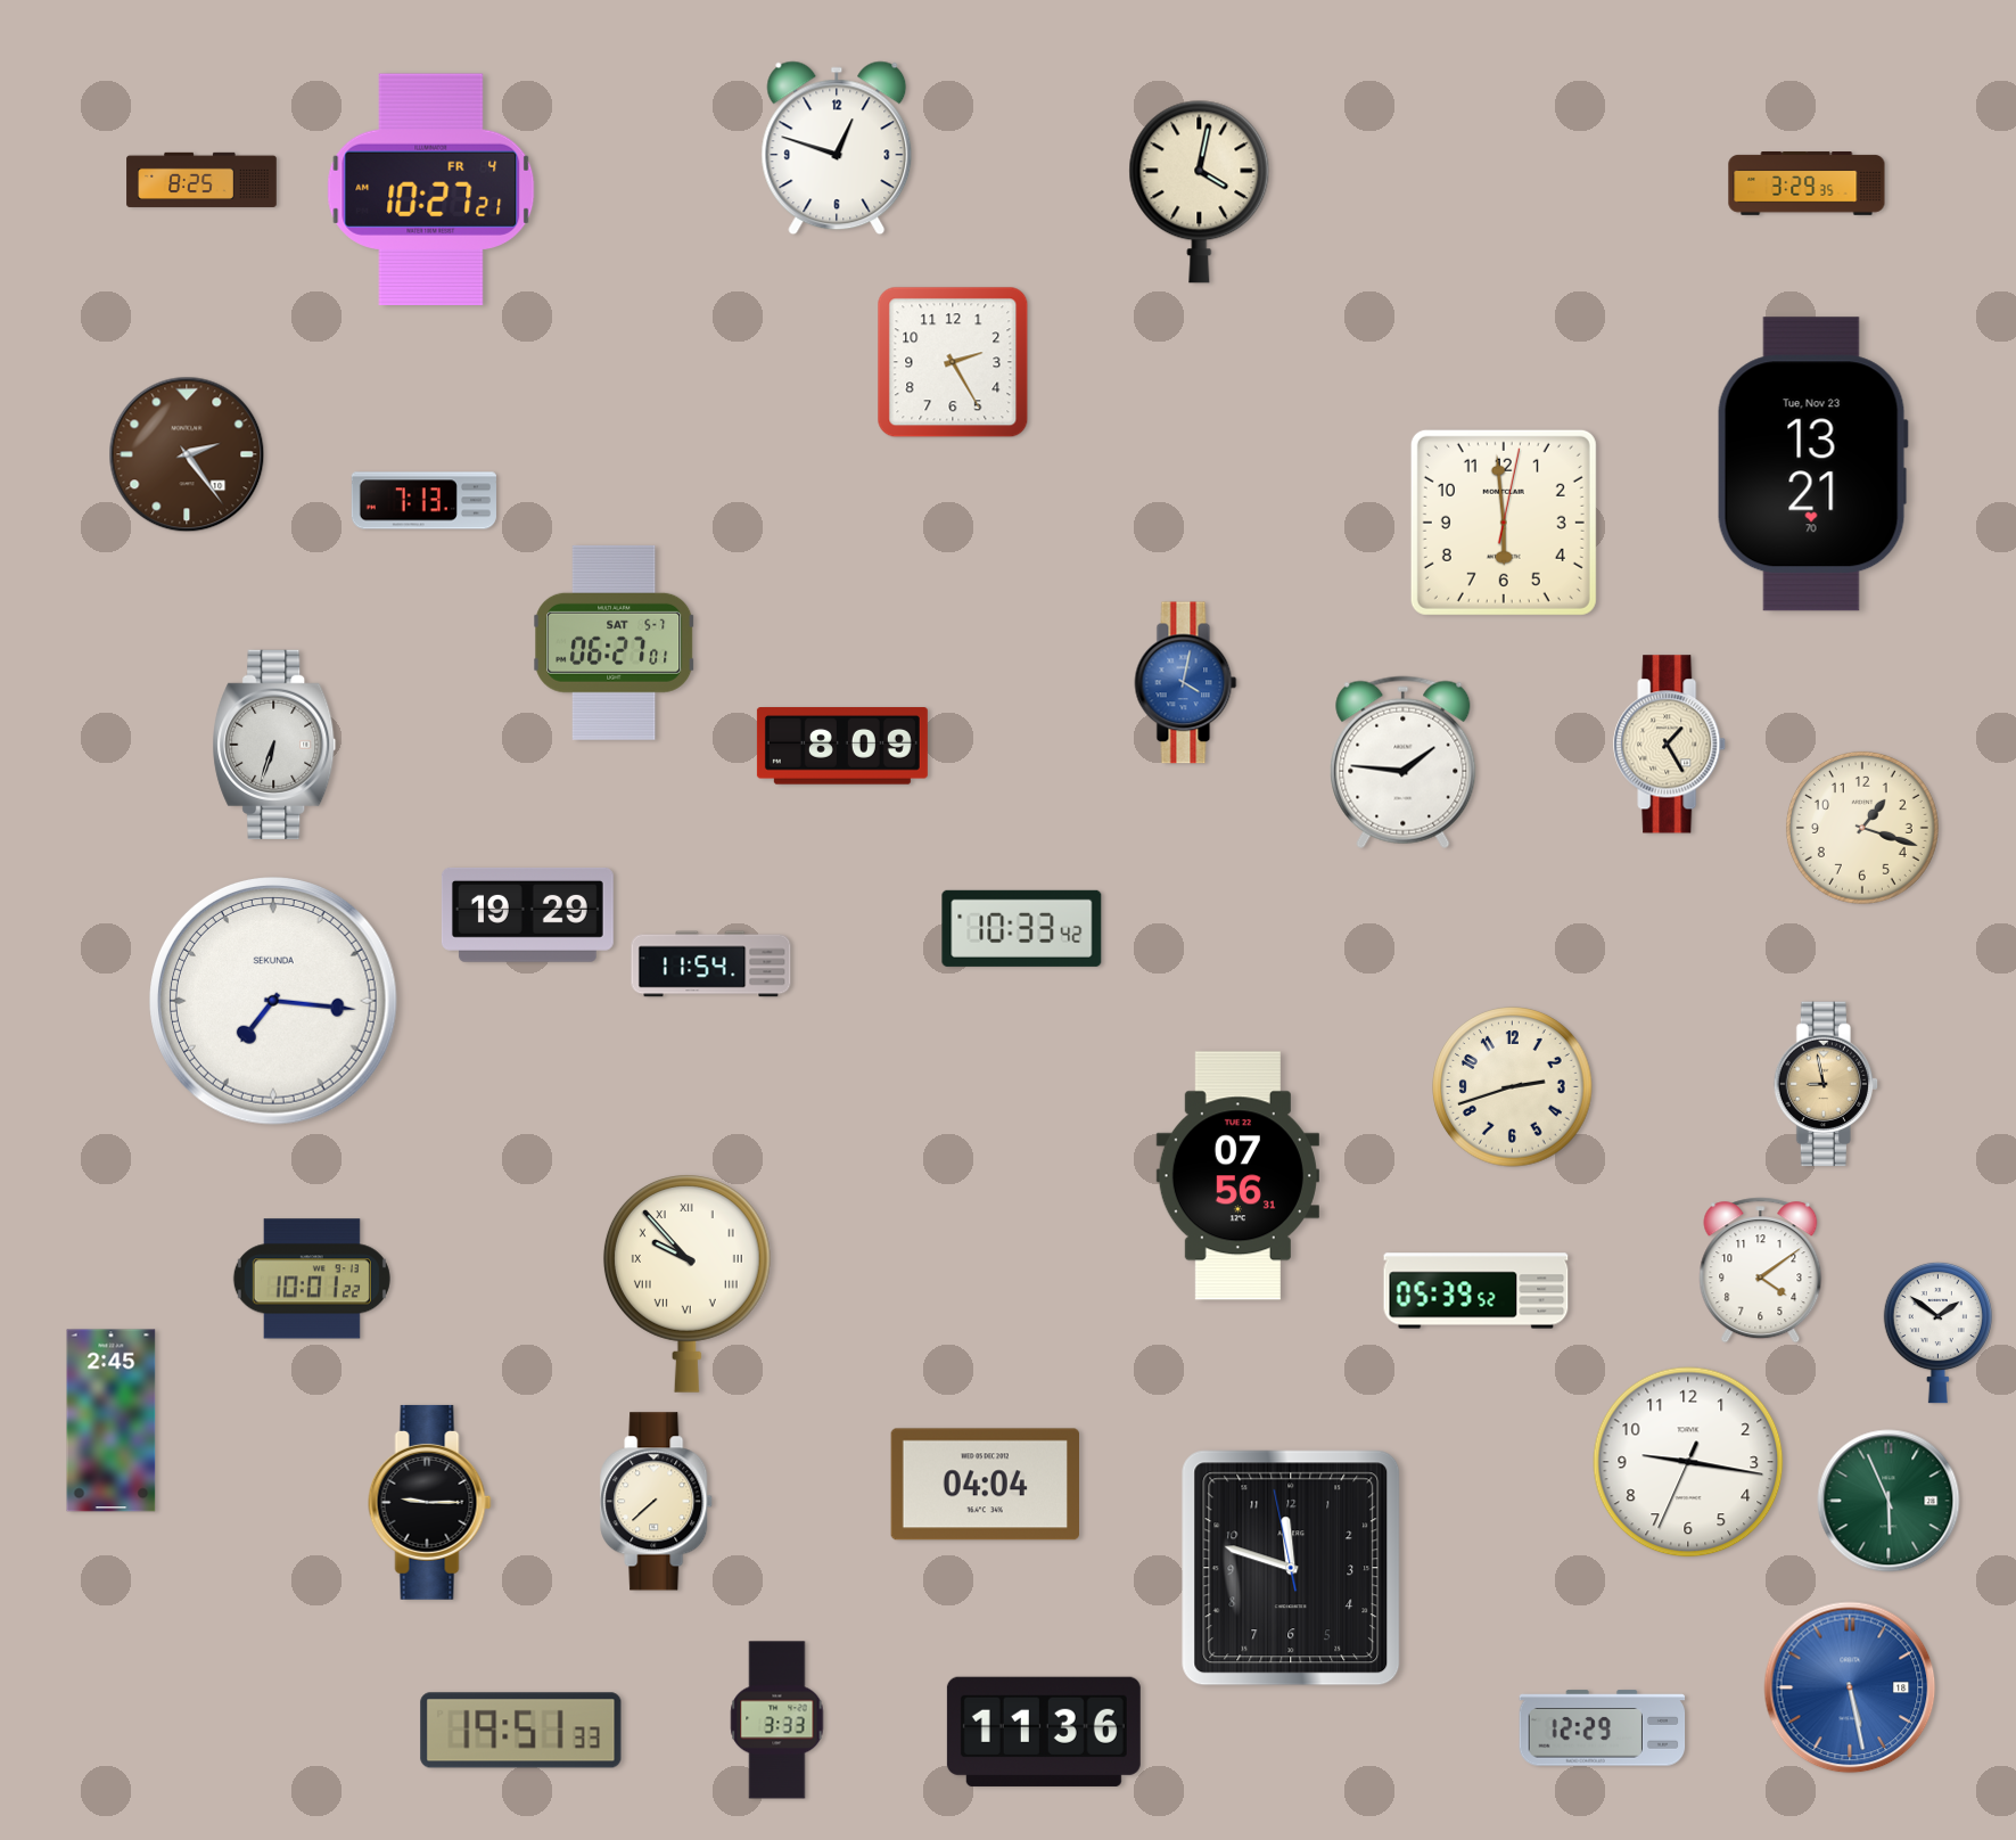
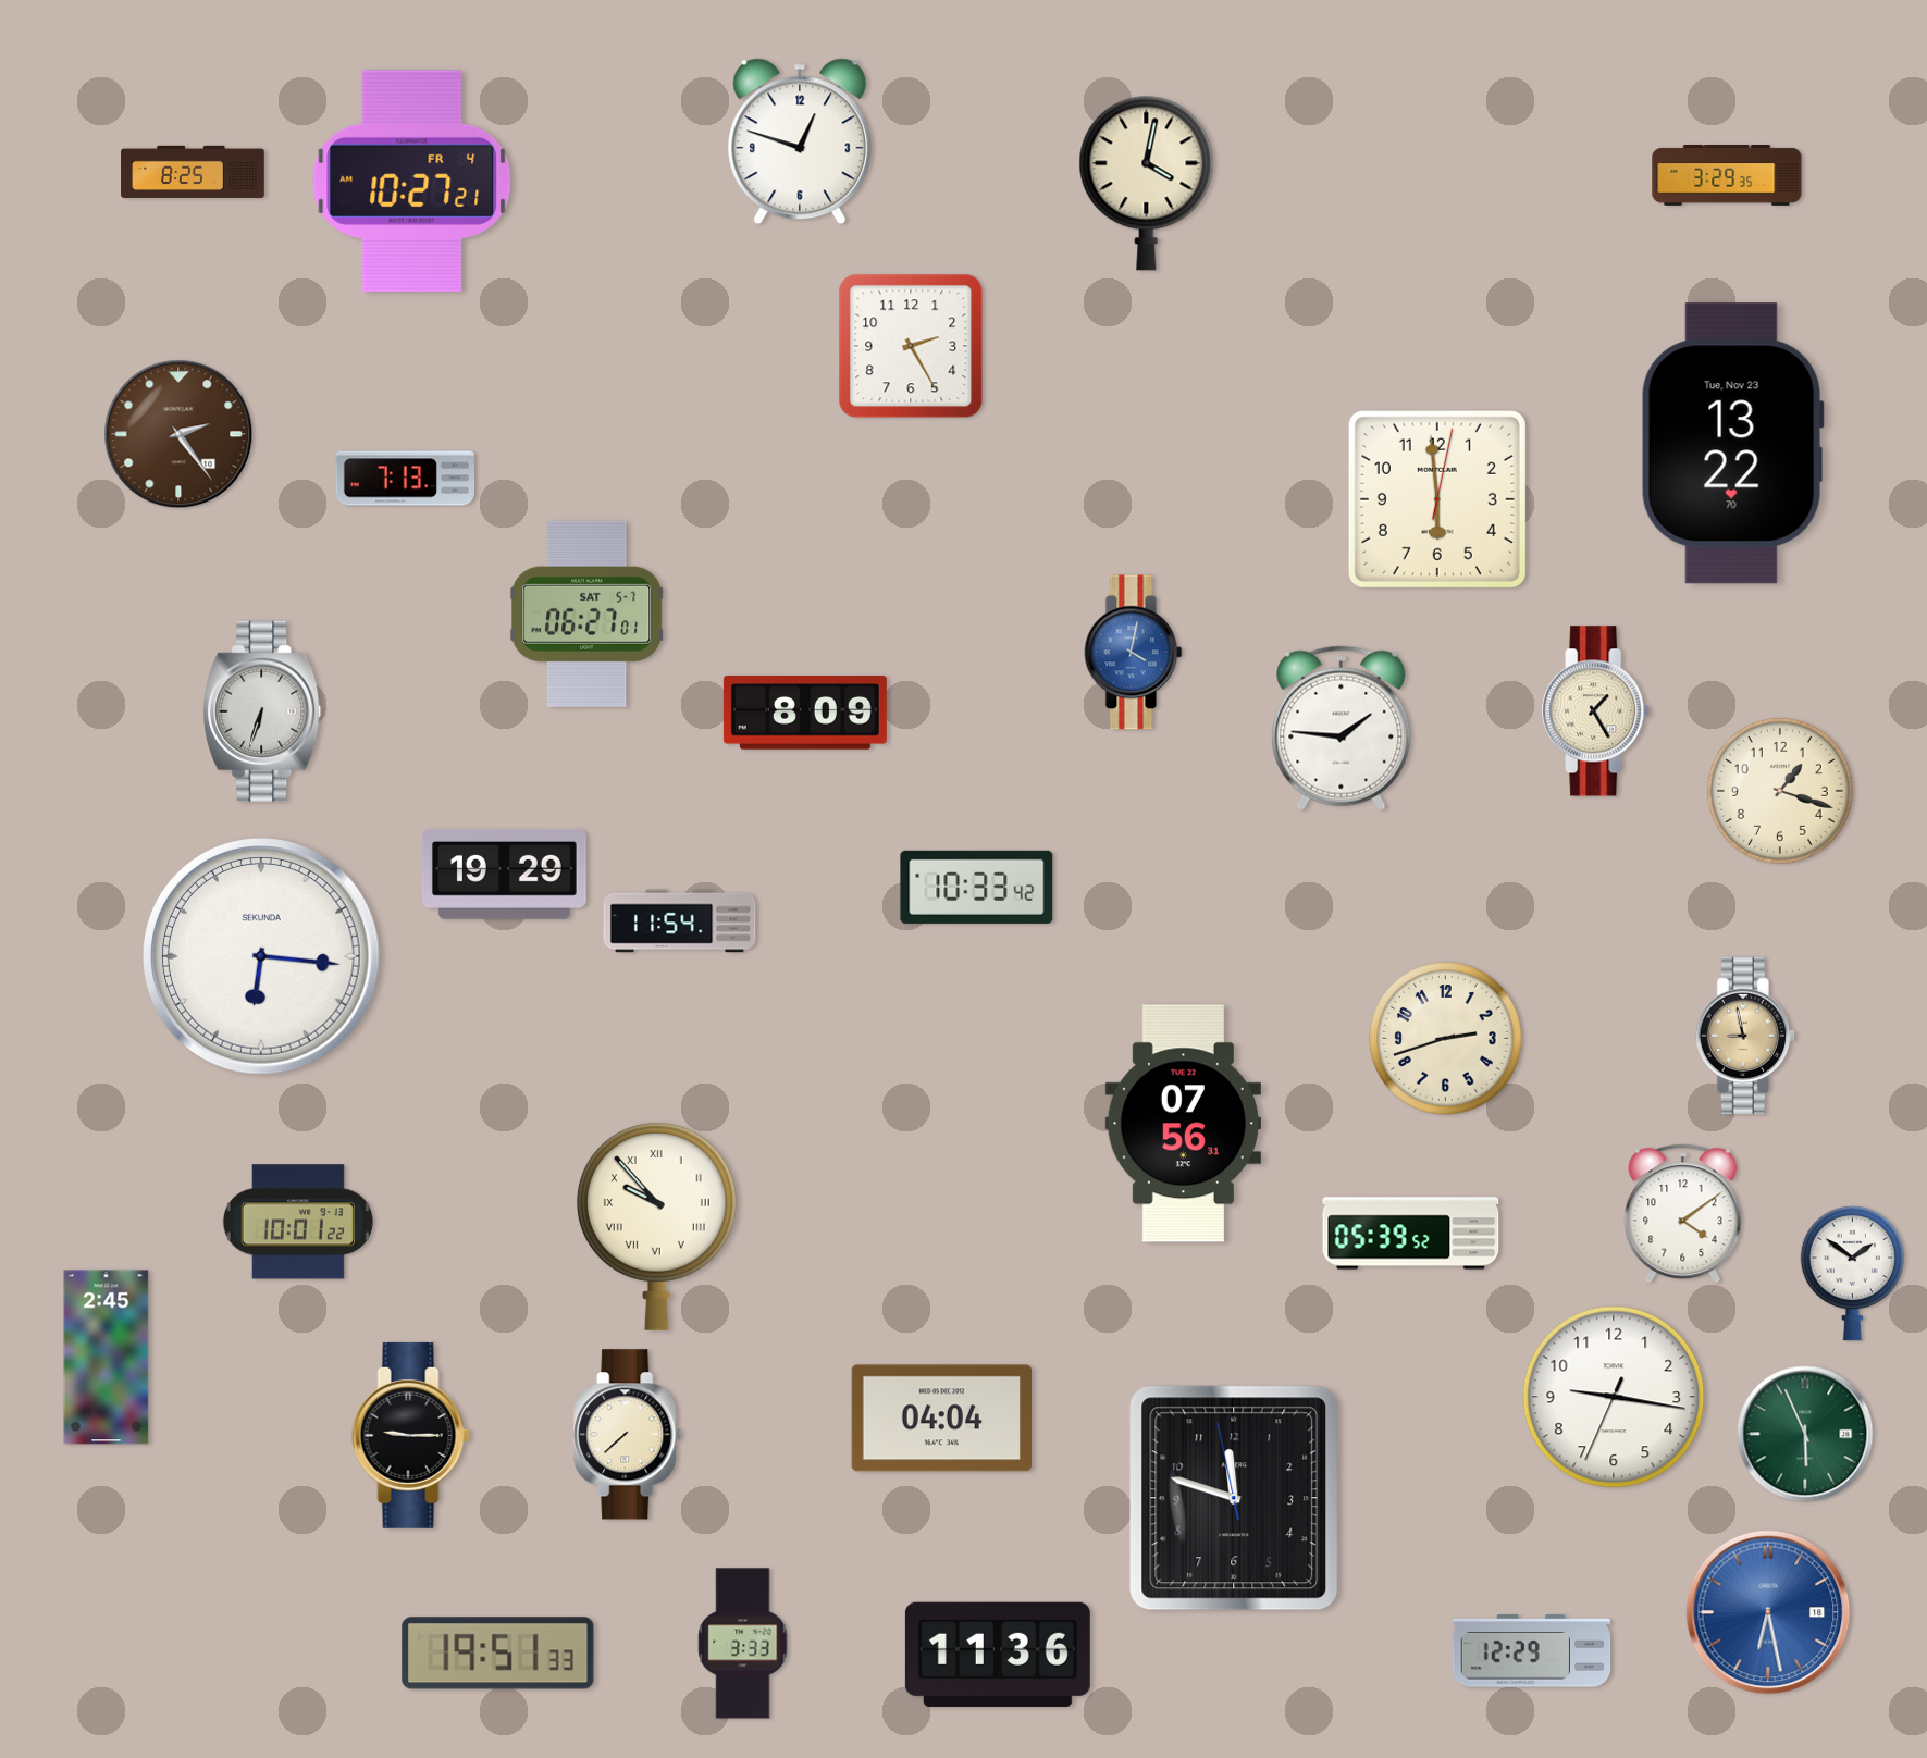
clock at (1812, 465): 13:21 -> 13:22
clock at (274, 1002): 7:16 -> 6:16
clock at (1850, 1687): 5:28 -> 6:28
